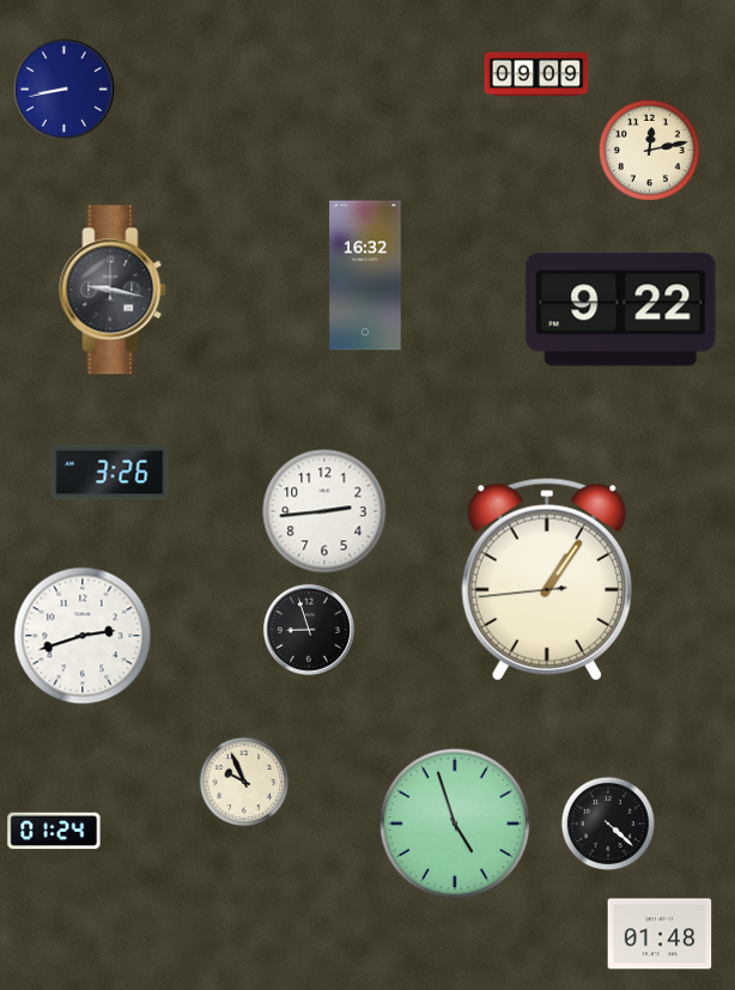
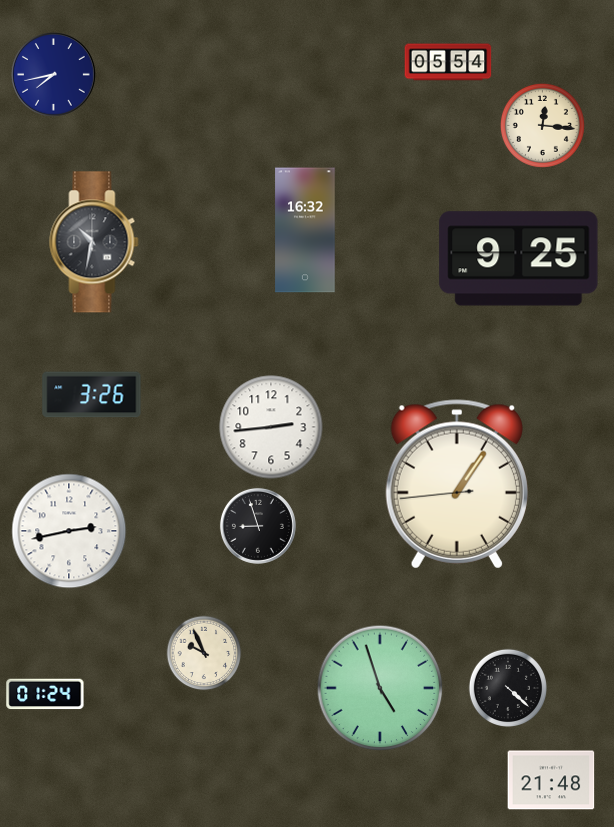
clock at (536, 74): 09:09 -> 05:54
clock at (65, 90): 8:43 -> 7:43
clock at (649, 150): 12:13 -> 12:16
clock at (113, 290): 9:17 -> 10:32
clock at (621, 310): 9:22 -> 9:25
clock at (83, 636): 2:42 -> 2:43
clock at (660, 934): 01:48 -> 21:48
